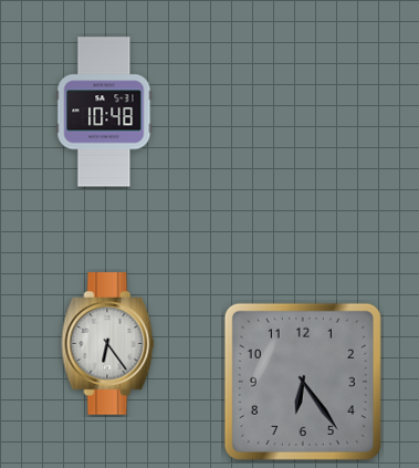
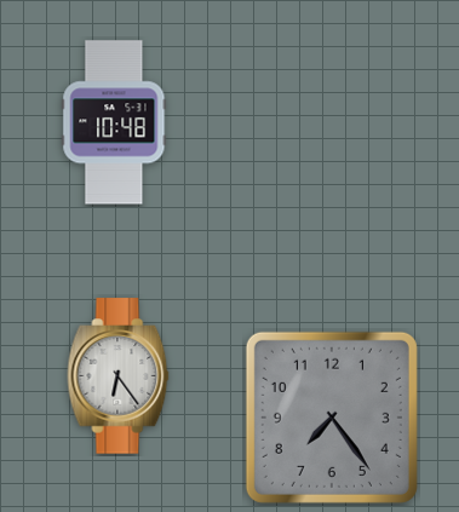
clock at (303, 382): 6:24 -> 7:24
